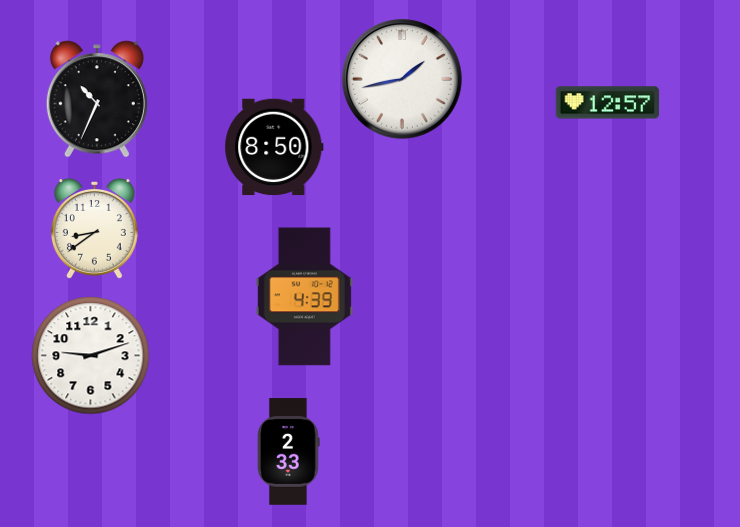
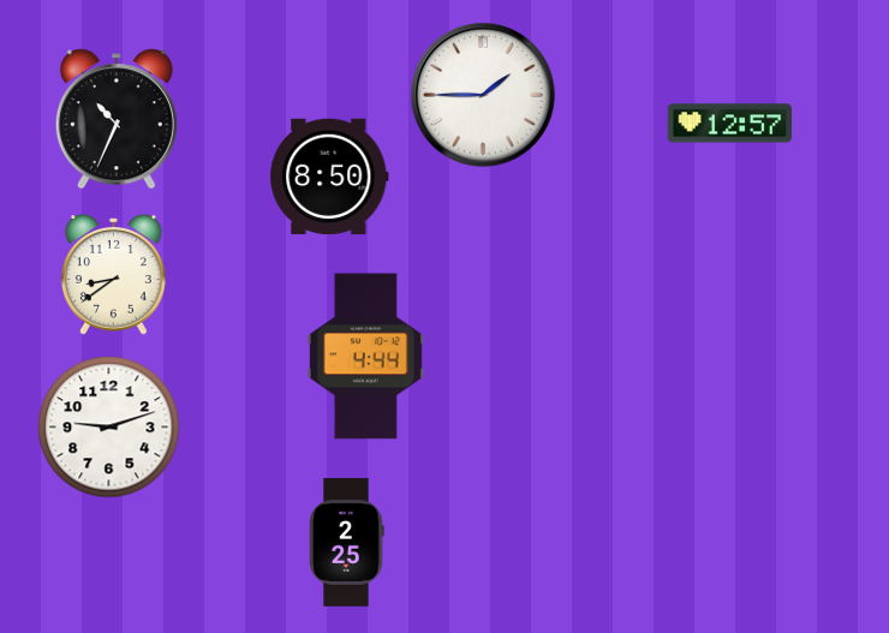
clock at (402, 79): 1:43 -> 1:45
clock at (304, 297): 4:39 -> 4:44
clock at (289, 452): 2:33 -> 2:25
